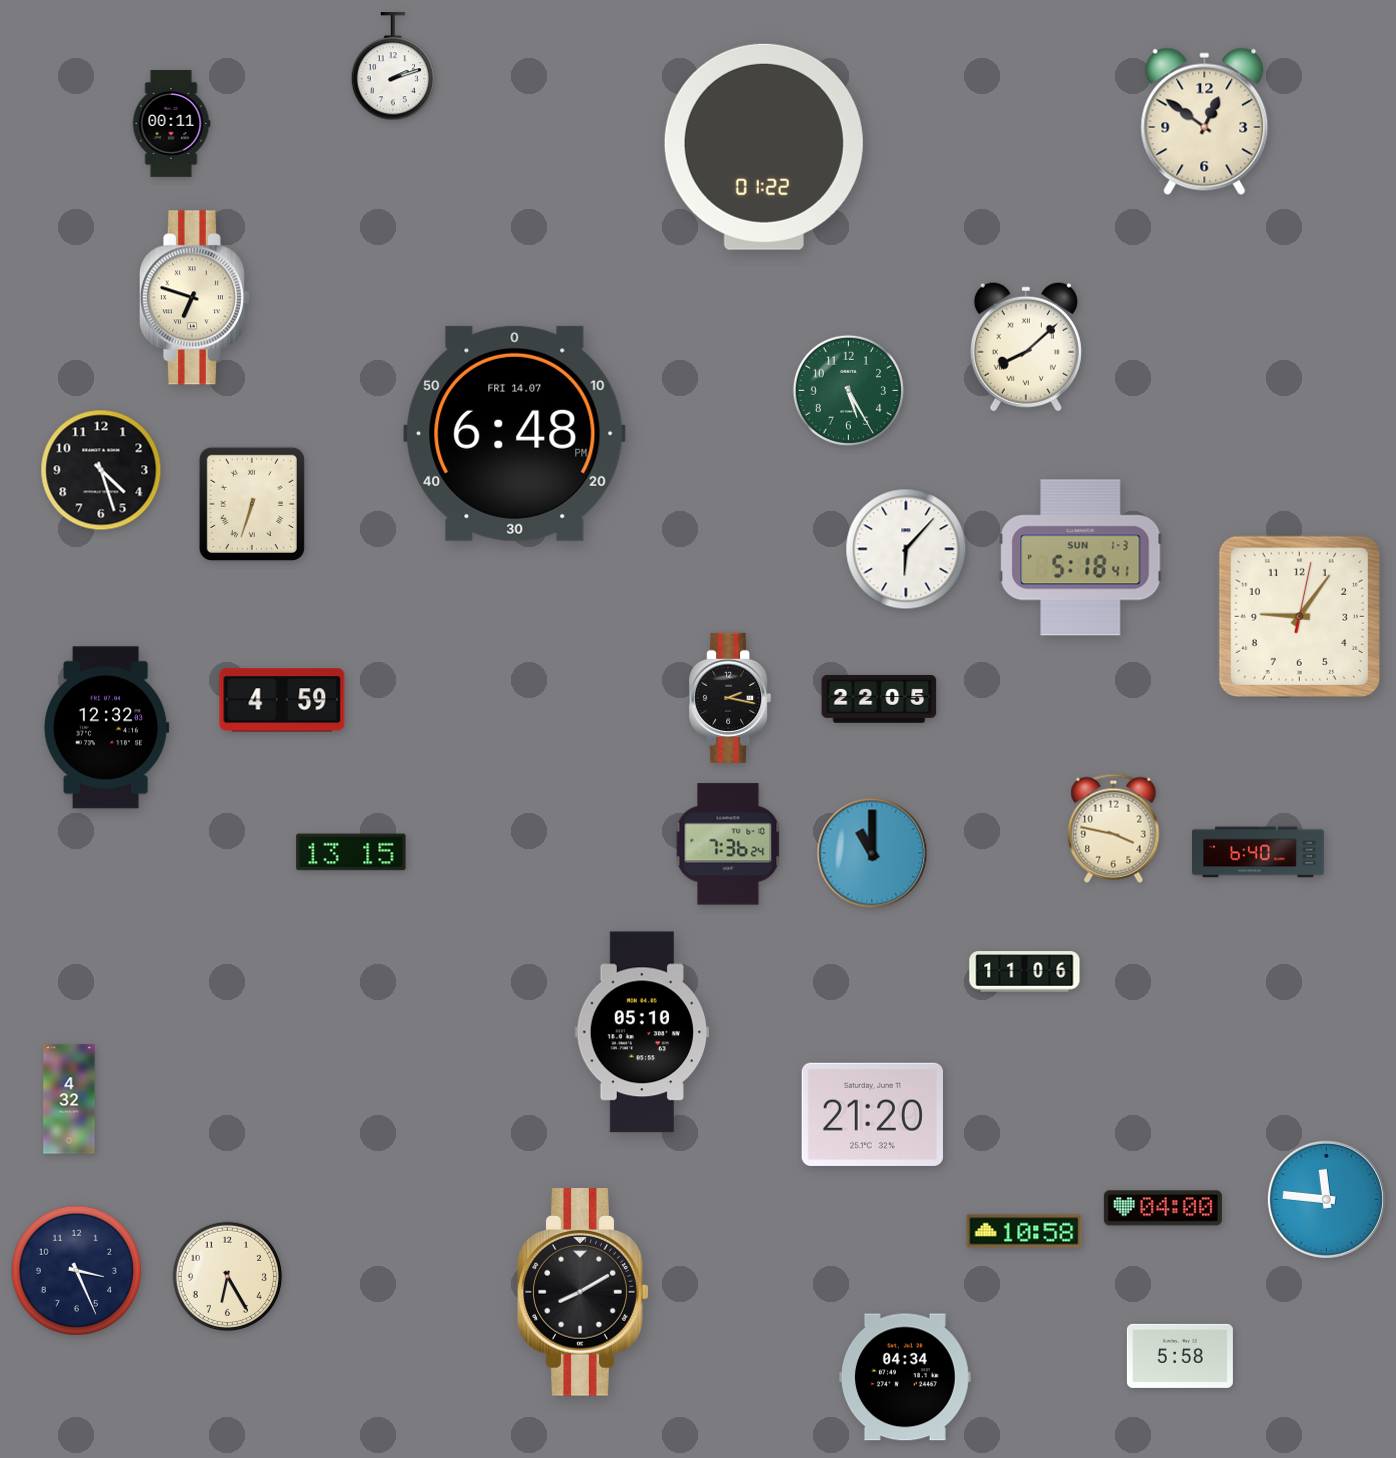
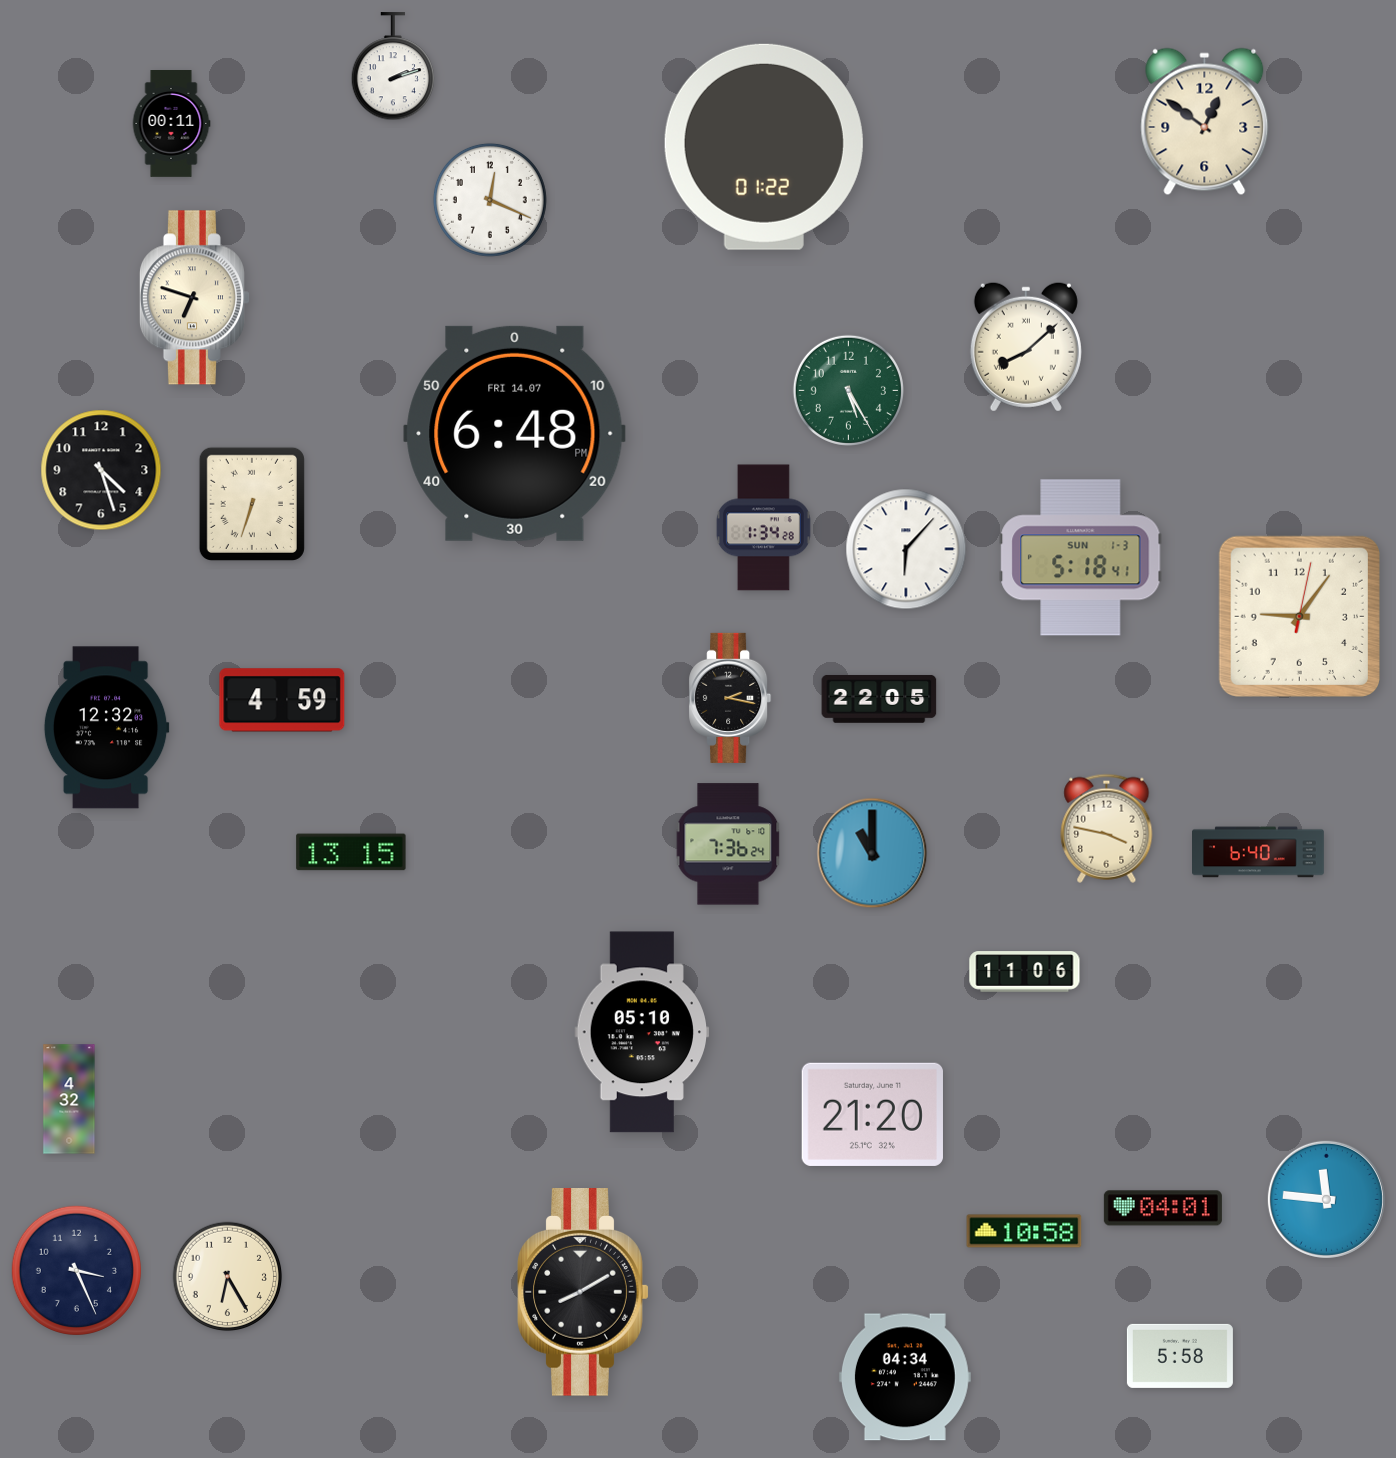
clock at (490, 200): none -> 12:19
clock at (763, 528): none -> 1:34
clock at (1114, 828) position: (1114, 828) -> (1107, 828)
clock at (1163, 1208): 04:00 -> 04:01
